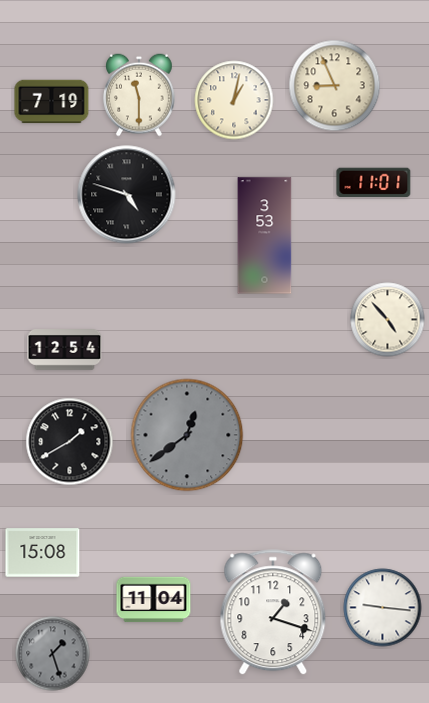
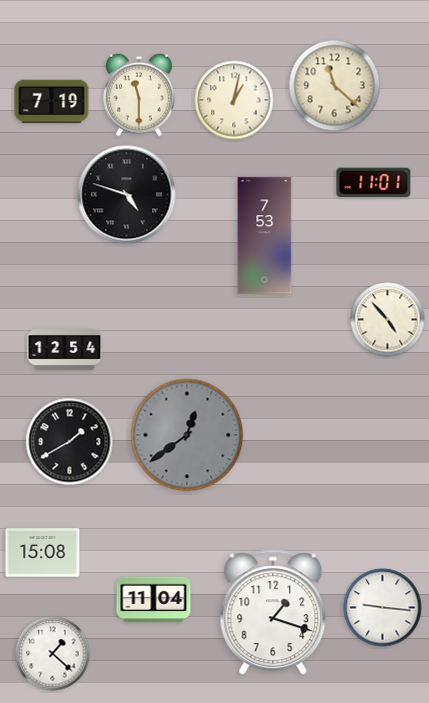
clock at (335, 86): 8:56 -> 11:22
clock at (265, 236): 3:53 -> 7:53
clock at (53, 654): 1:27 -> 1:22
clock at (53, 654) dial: grey -> white
